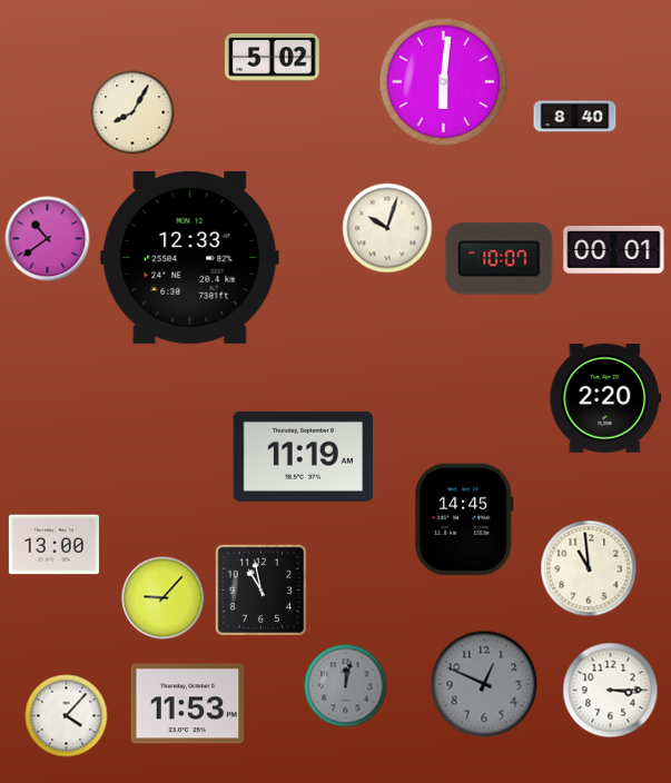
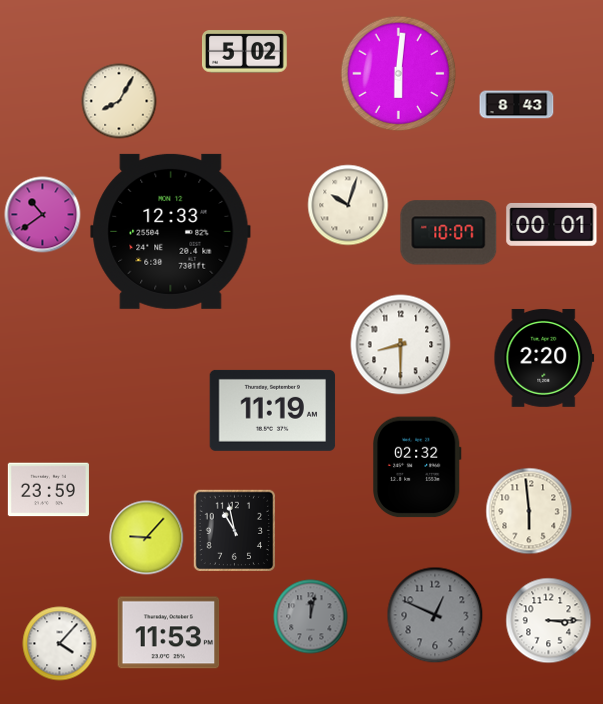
clock at (575, 117): 8:40 -> 8:43
clock at (401, 345): none -> 8:30
clock at (465, 519): 14:45 -> 02:32
clock at (53, 545): 13:00 -> 23:59
clock at (589, 568): 10:59 -> 5:59
